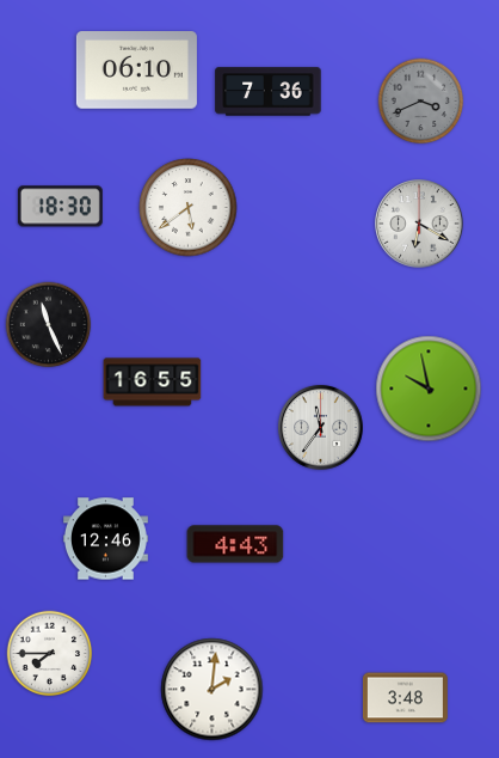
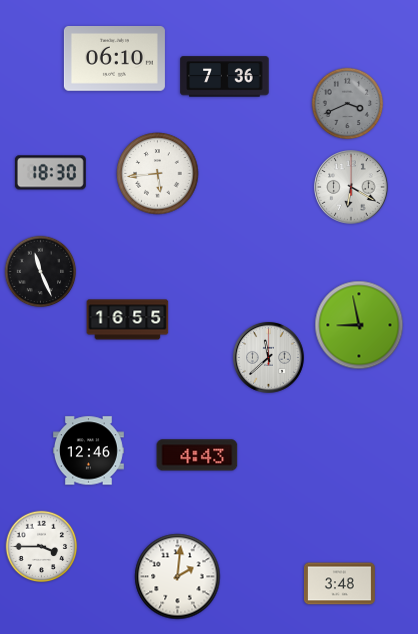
clock at (421, 102) position: (421, 102) -> (348, 104)
clock at (189, 208): 5:39 -> 5:44
clock at (429, 389): 9:58 -> 8:58
clock at (320, 427): 11:36 -> 11:38
clock at (50, 654): 7:45 -> 3:45
